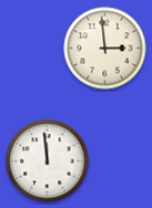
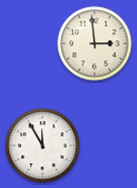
clock at (48, 162): 11:59 -> 11:55
